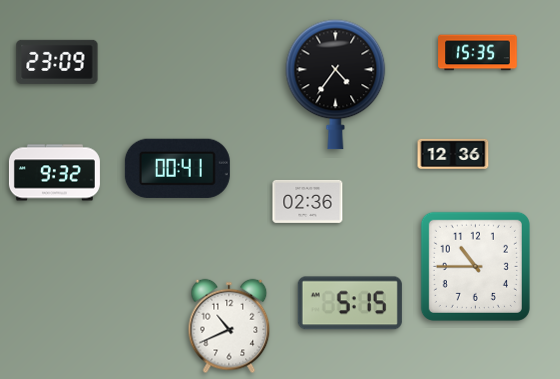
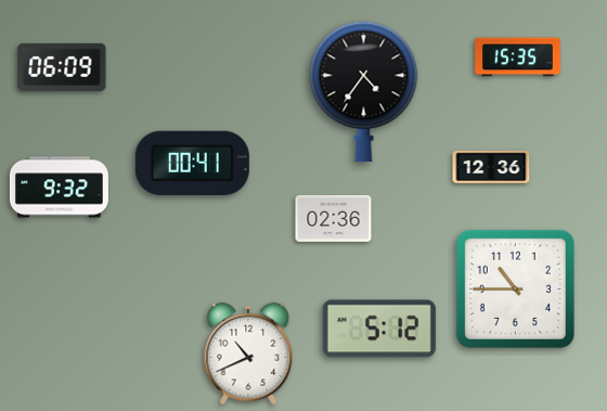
clock at (57, 62): 23:09 -> 06:09
clock at (177, 168) position: (177, 168) -> (192, 163)
clock at (350, 303): 5:15 -> 5:12
